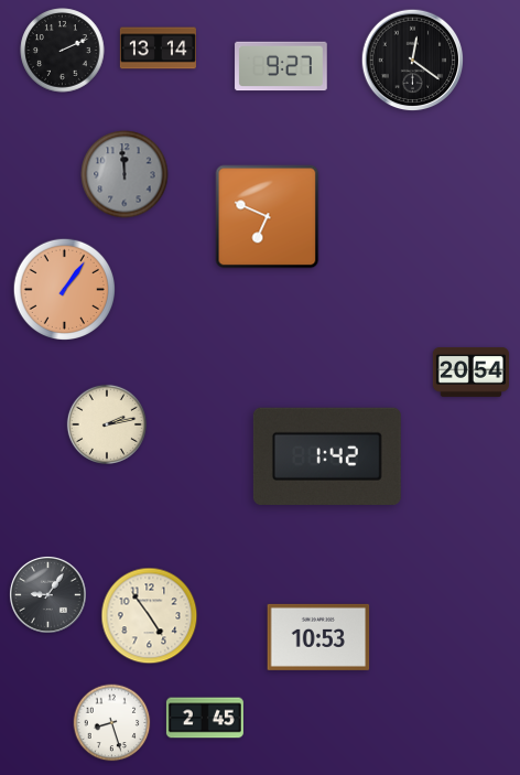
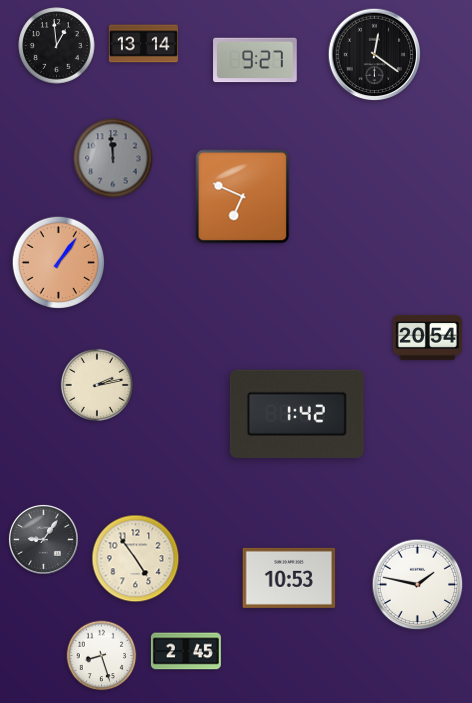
clock at (63, 51): 2:11 -> 12:59
clock at (418, 585): none -> 1:47
